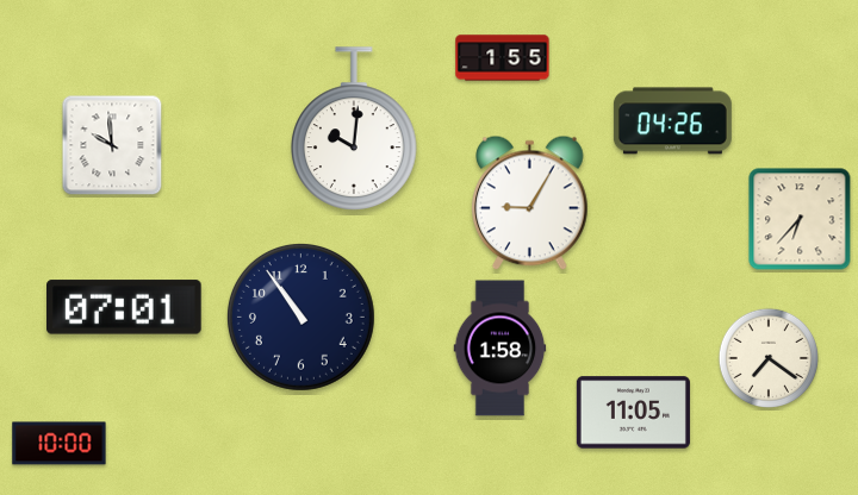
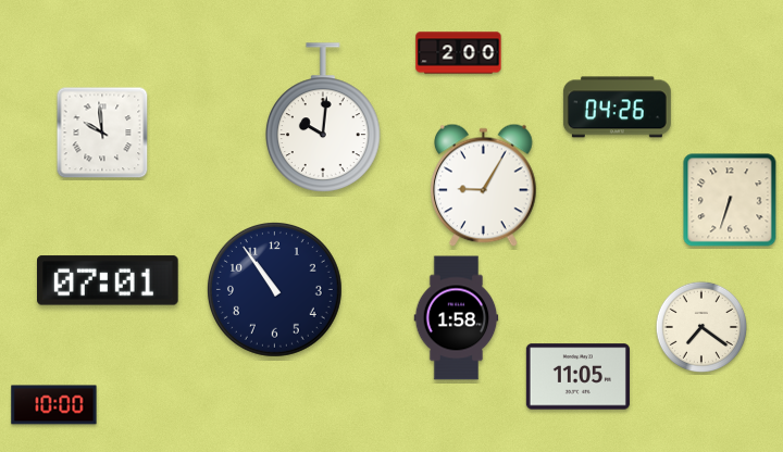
clock at (503, 58): 1:55 -> 2:00
clock at (672, 121) position: (672, 121) -> (617, 108)
clock at (800, 219): 6:37 -> 6:33
clock at (124, 307) position: (124, 307) -> (108, 280)
